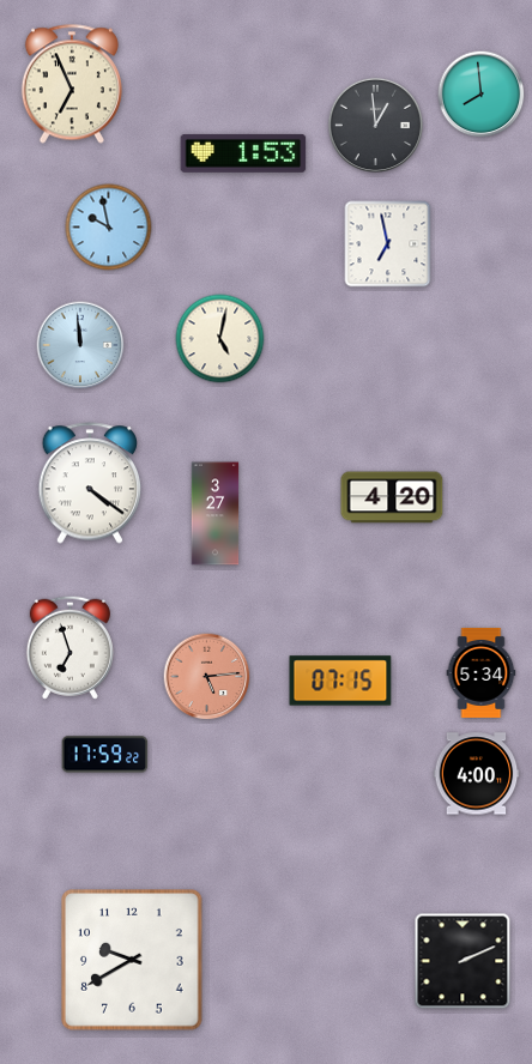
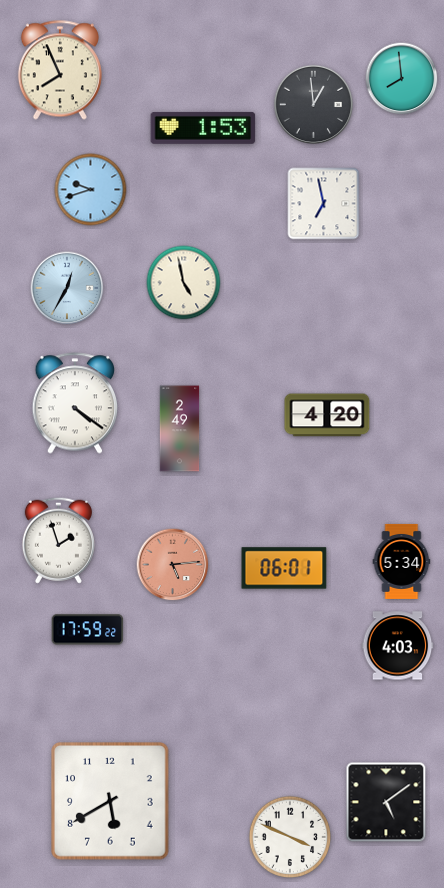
clock at (72, 84): 6:56 -> 7:56
clock at (109, 228): 9:58 -> 9:42
clock at (220, 339): 5:02 -> 4:58
clock at (80, 345): 11:59 -> 12:35
clock at (216, 514): 3:27 -> 2:49
clock at (69, 647): 6:57 -> 1:57
clock at (340, 681): 07:15 -> 06:01
clock at (477, 774): 4:00 -> 4:03
clock at (132, 960): 9:40 -> 5:40
clock at (463, 961): 2:11 -> 5:09
clock at (290, 837): none -> 3:49
